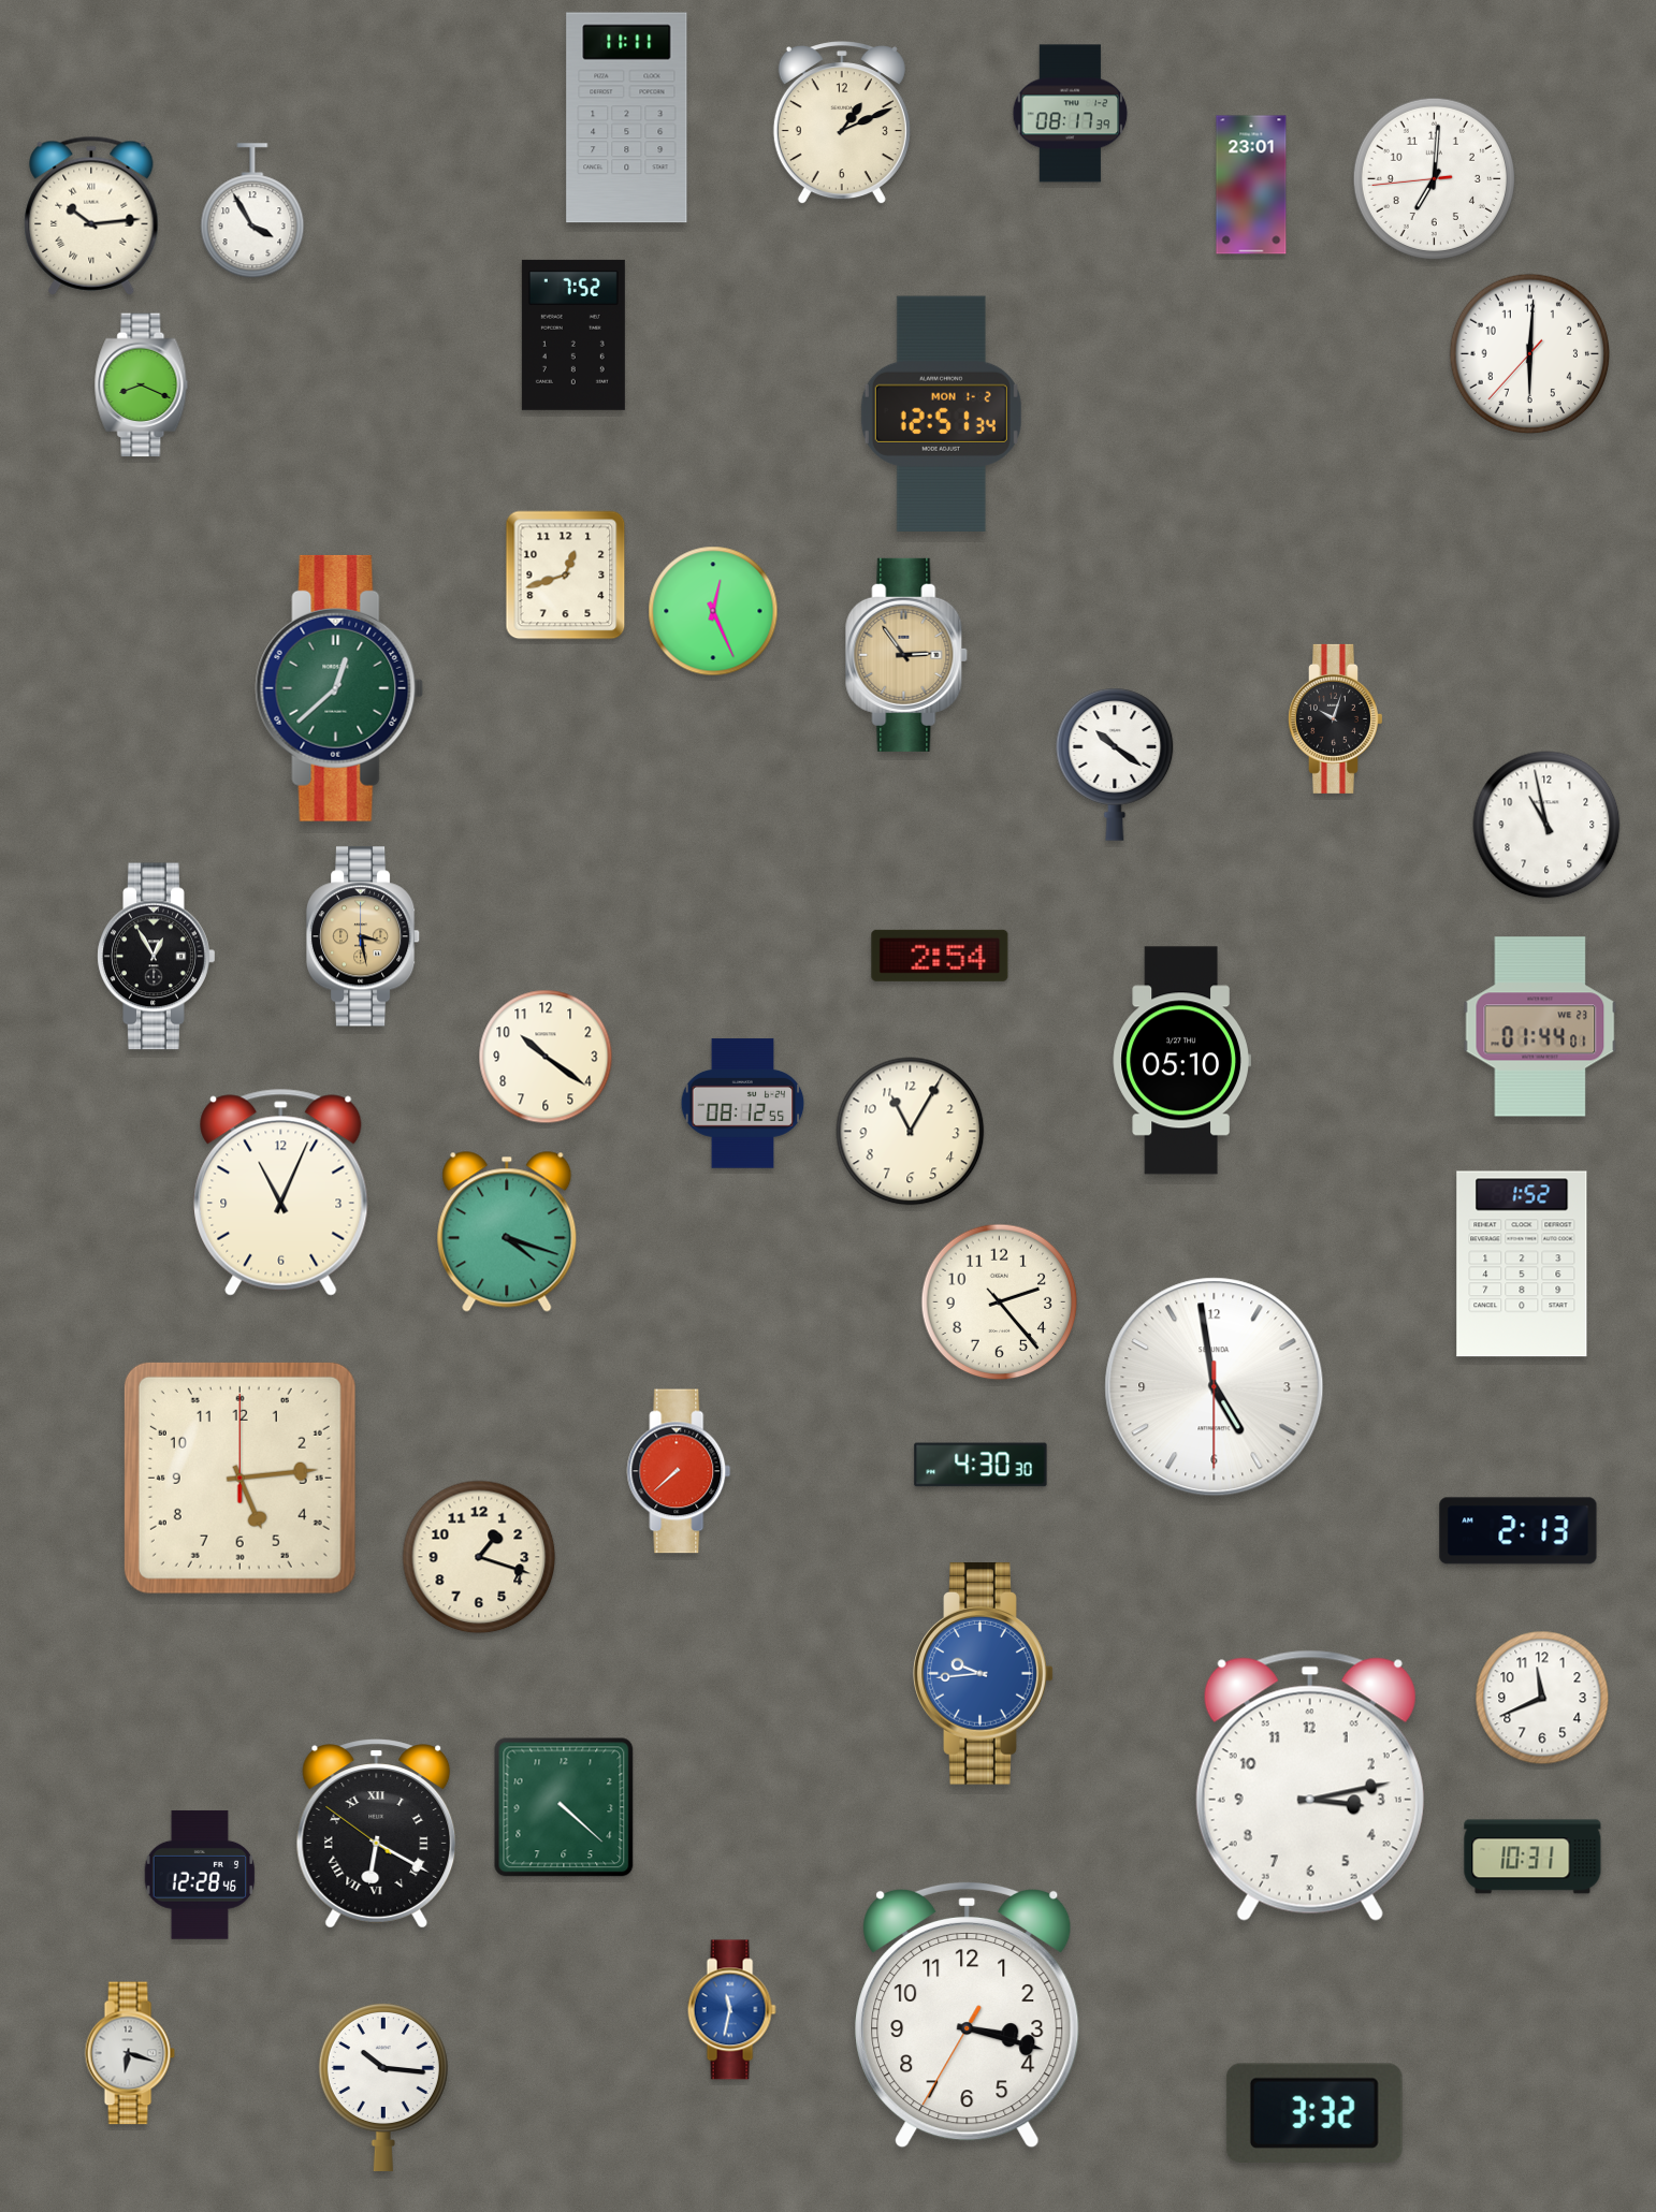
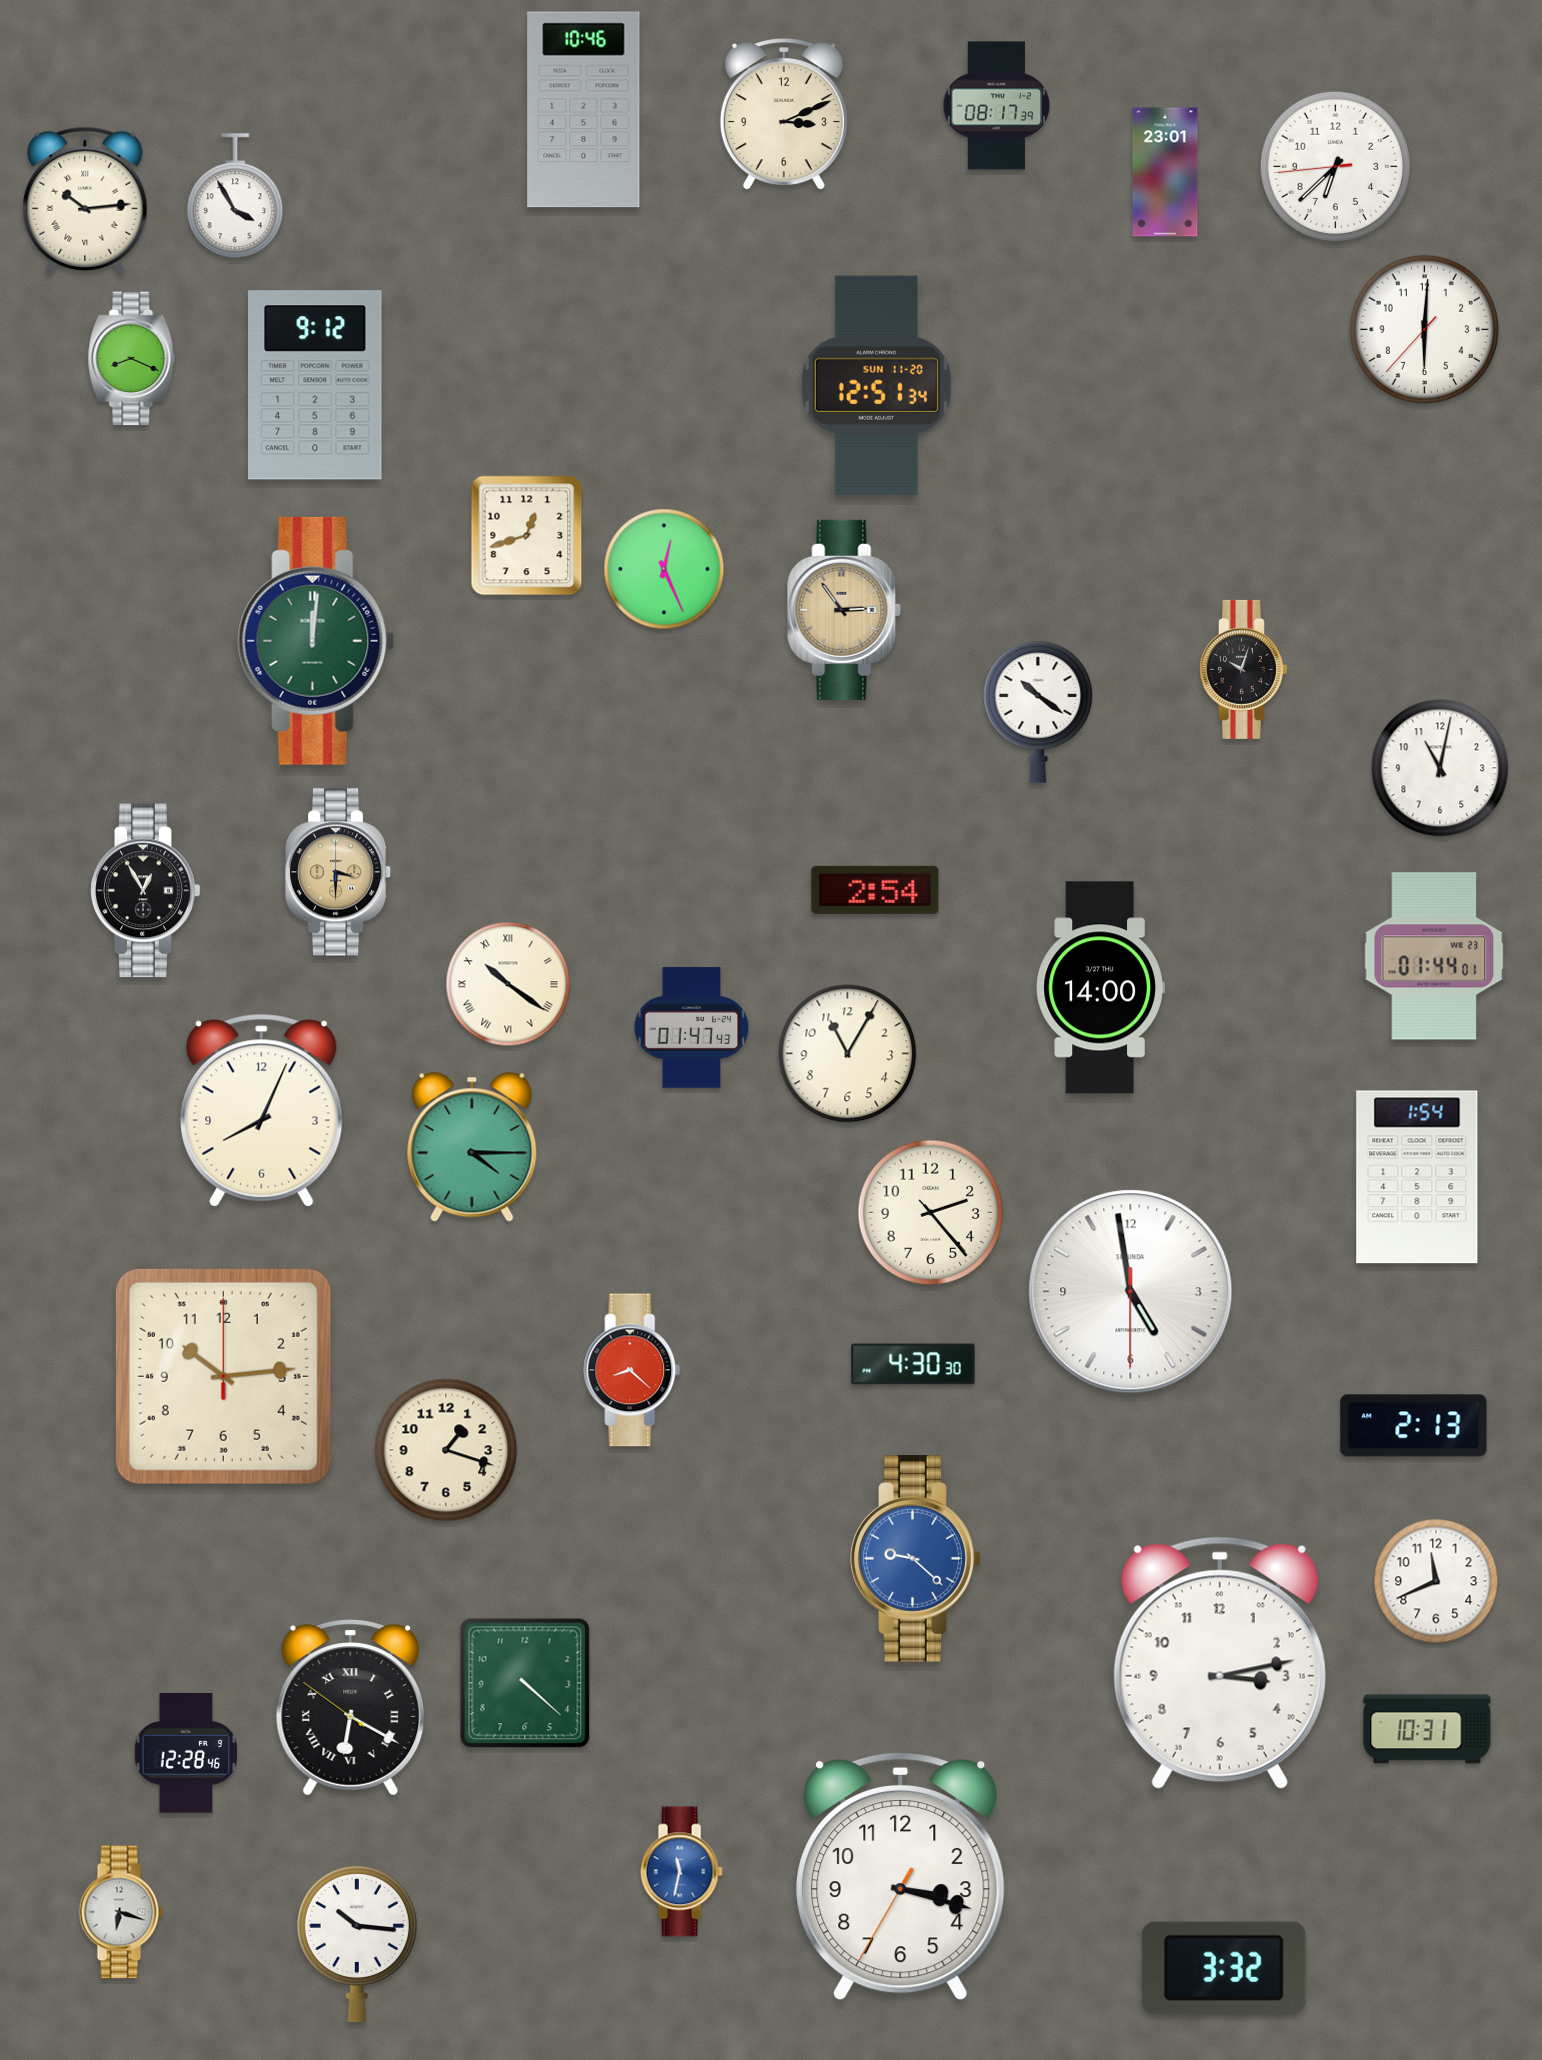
clock at (627, 118): 11:11 -> 10:46
clock at (842, 123): 1:11 -> 3:11
clock at (1434, 178): 7:00 -> 6:37
clock at (573, 335): 7:52 -> none
clock at (315, 385): none -> 9:12
clock at (941, 413) date: MON 1-2 -> SUN 11-20
clock at (339, 688): 12:38 -> 12:01
clock at (1546, 825): 10:58 -> 11:02
clock at (363, 936): 3:28 -> 3:30
clock at (546, 1057) numerals: Arabic -> Roman
clock at (1181, 1061): 05:10 -> 14:00
clock at (743, 1104): 08:12 -> 01:47
clock at (281, 1192): 11:04 -> 8:04
clock at (507, 1232): 4:18 -> 4:15
clock at (1522, 1264): 1:52 -> 1:54
clock at (679, 1471): 7:38 -> 8:22
clock at (239, 1478): 5:14 -> 10:14
clock at (984, 1674): 9:44 -> 9:22
clock at (200, 1875) position: (200, 1875) -> (186, 1753)
